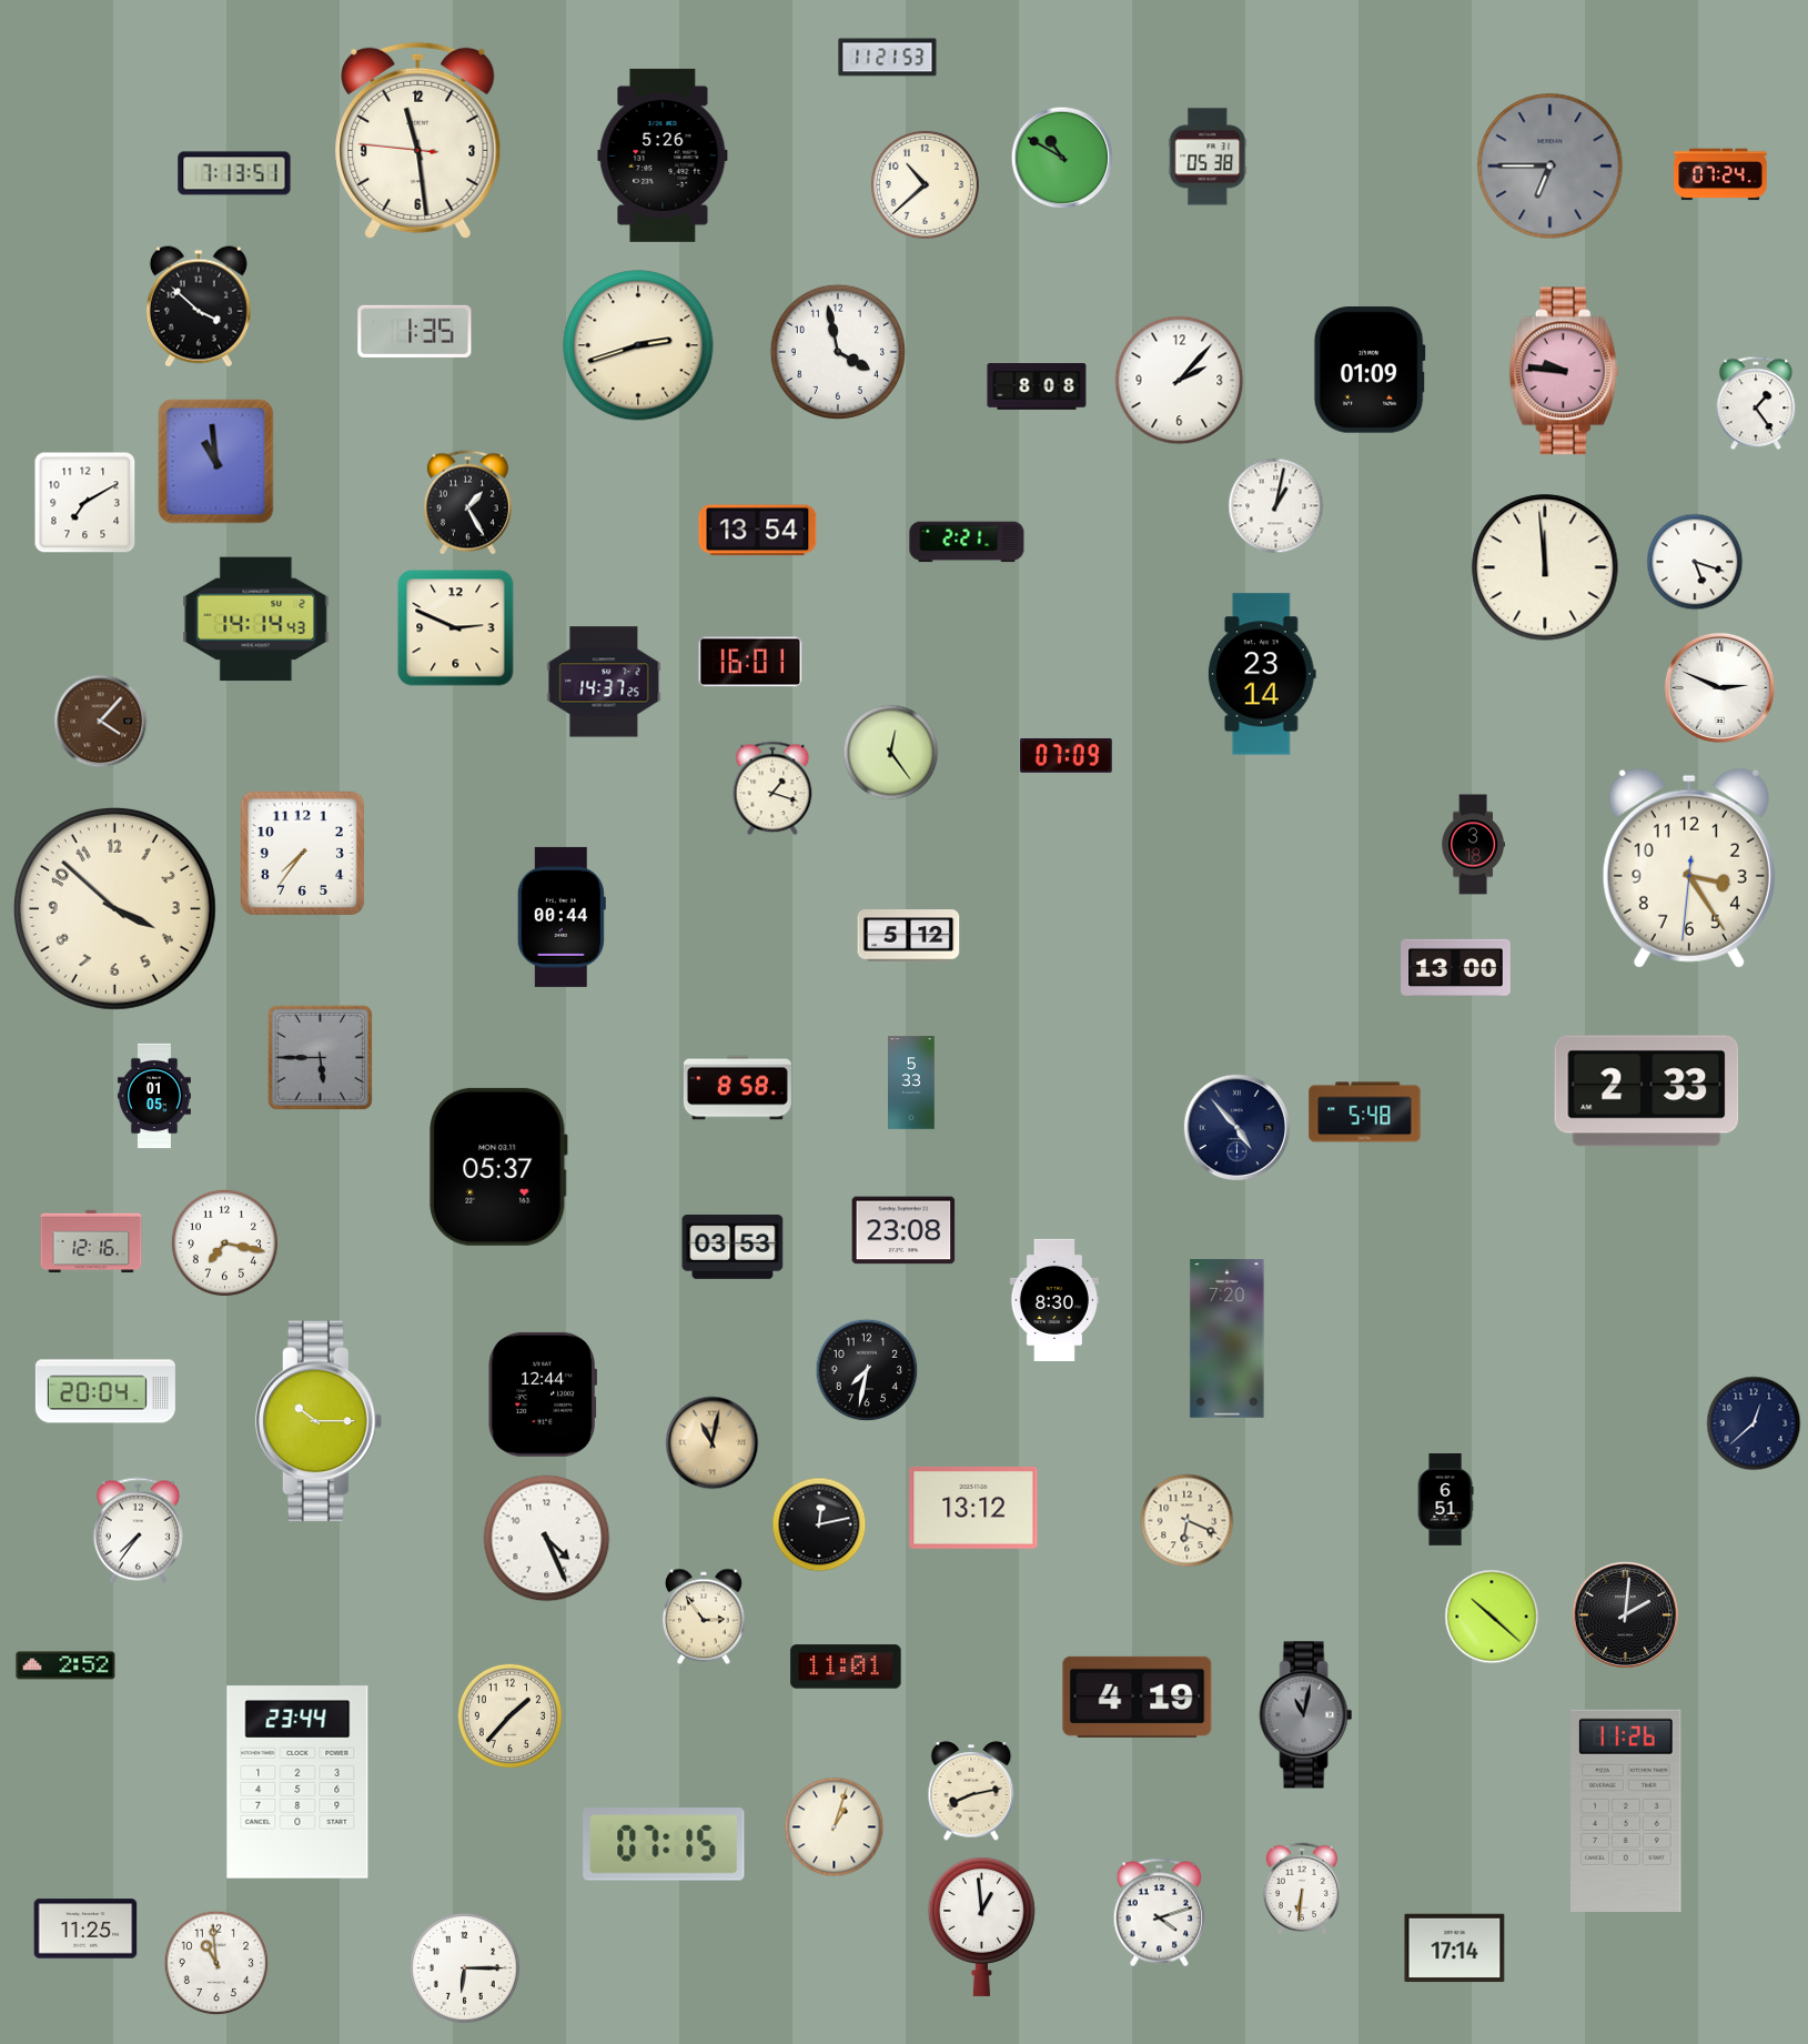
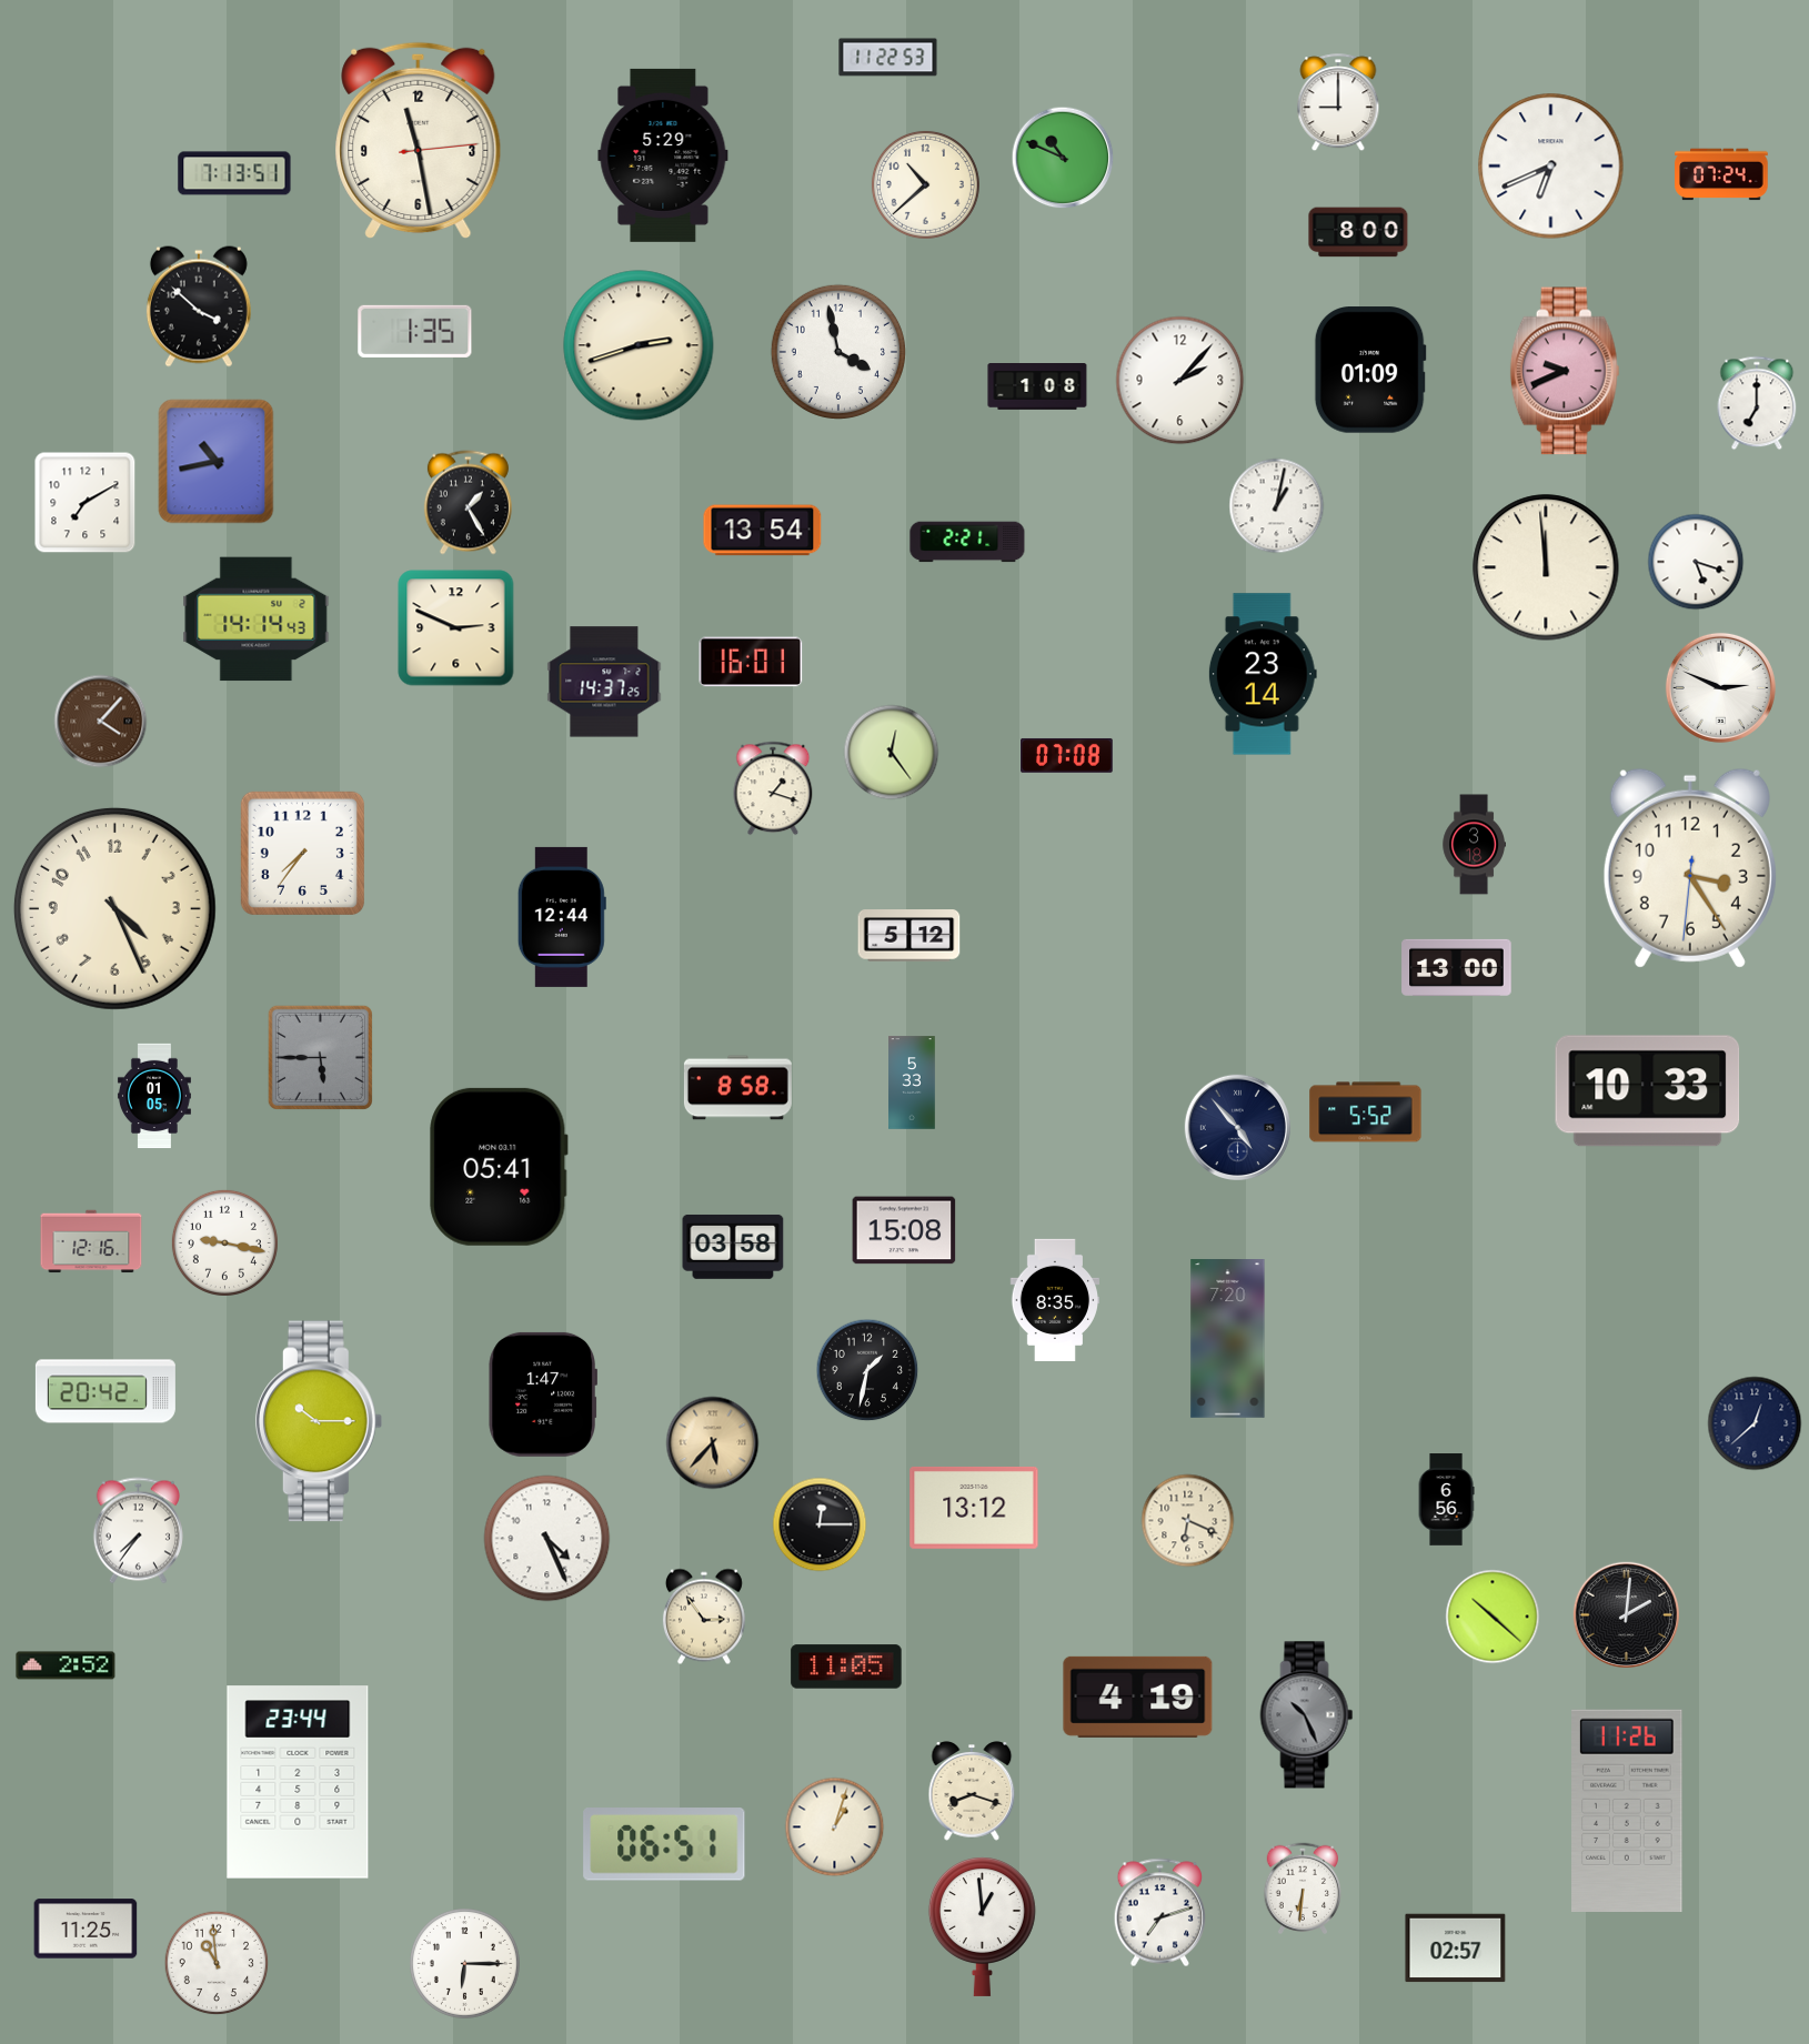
clock at (888, 58): 11:21 -> 11:22
clock at (1338, 103): none -> 9:00
clock at (418, 141): 11:28:46 -> 11:28:14
clock at (663, 155): 5:26 -> 5:29
clock at (1208, 157): 05:38 -> none
clock at (1062, 158): 10:50 -> 10:49
clock at (1551, 167): 6:45 -> 6:41
clock at (1551, 167) dial: grey -> white
clock at (1358, 232): none -> 8:00
clock at (1564, 371): 9:46 -> 9:41
clock at (1037, 387): 8:08 -> 1:08
clock at (1756, 403): 1:24 -> 7:00
clock at (216, 462): 10:59 -> 10:43
clock at (758, 531) position: (758, 531) -> (763, 531)
clock at (1067, 755): 07:09 -> 07:08
clock at (114, 908): 3:52 -> 4:26
clock at (562, 917): 00:44 -> 12:44
clock at (1647, 1091): 2:33 -> 10:33
clock at (1365, 1112): 5:48 -> 5:52
clock at (498, 1167): 05:37 -> 05:41
clock at (903, 1230): 23:08 -> 15:08
clock at (224, 1242): 7:17 -> 9:17
clock at (733, 1247): 03:53 -> 03:58
clock at (1053, 1300): 8:30 -> 8:35
clock at (867, 1370): 7:32 -> 1:32
clock at (105, 1391): 20:04 -> 20:42
clock at (542, 1394): 12:44 -> 1:47
clock at (713, 1443): 11:02 -> 5:37
clock at (1445, 1500): 6:51 -> 6:56
clock at (819, 1524): 12:13 -> 12:15
clock at (846, 1667): 11:01 -> 11:05
clock at (509, 1715): 1:37 -> none
clock at (1306, 1715): 11:02 -> 10:26
clock at (971, 1791): 8:13 -> 8:18
clock at (664, 1844): 07:15 -> 06:51
clock at (1160, 1913): 4:12 -> 7:12
clock at (1455, 1949): 17:14 -> 02:57
clock at (465, 1969) position: (465, 1969) -> (465, 1964)
